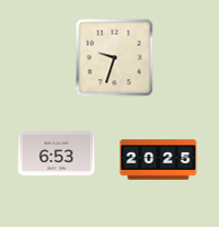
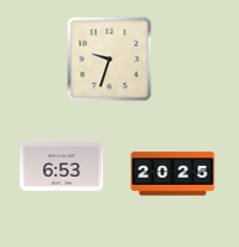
clock at (115, 58) position: (115, 58) -> (110, 60)
